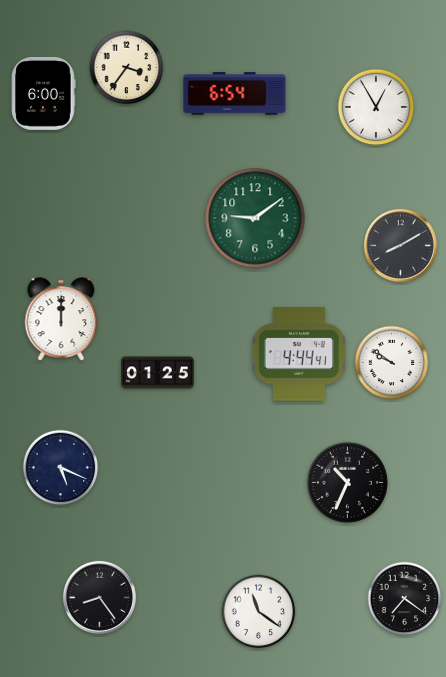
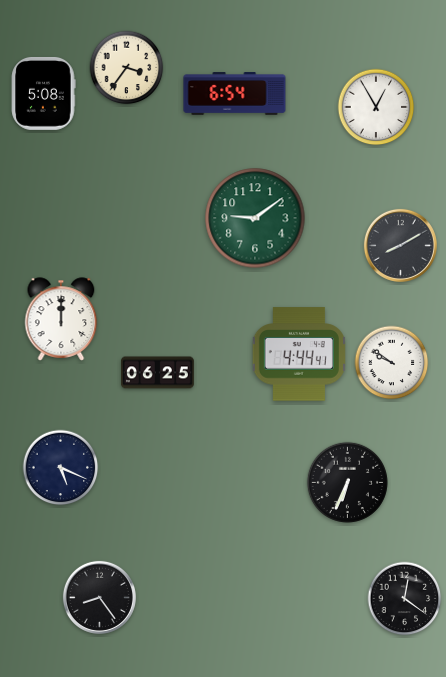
clock at (43, 93): 6:00 -> 5:08
clock at (158, 373): 01:25 -> 06:25
clock at (347, 482): 10:34 -> 6:34
clock at (405, 599): 7:21 -> 12:21
clock at (259, 612): 11:21 -> none
